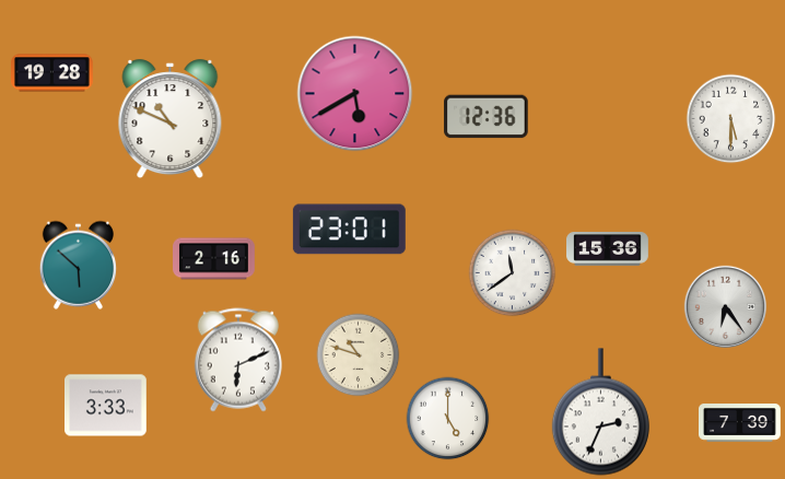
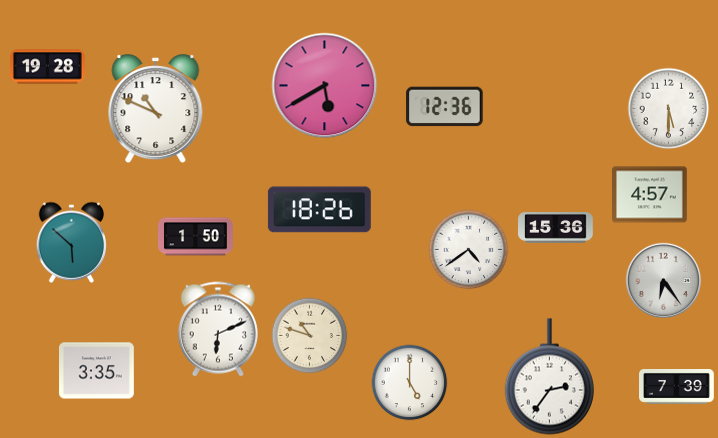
clock at (650, 195): none -> 4:57
clock at (349, 230): 23:01 -> 18:26
clock at (214, 259): 2:16 -> 1:50
clock at (513, 273): 11:39 -> 4:39
clock at (359, 355) position: (359, 355) -> (310, 336)
clock at (106, 406): 3:33 -> 3:35
clock at (600, 412): 2:34 -> 2:36
